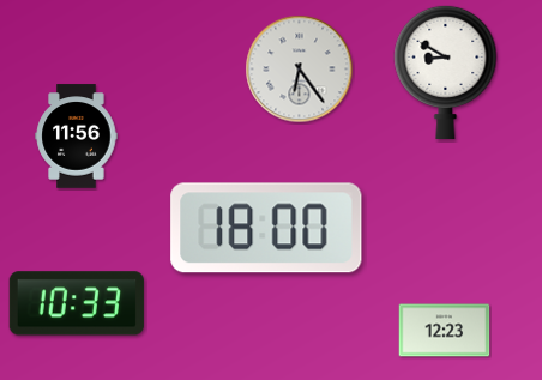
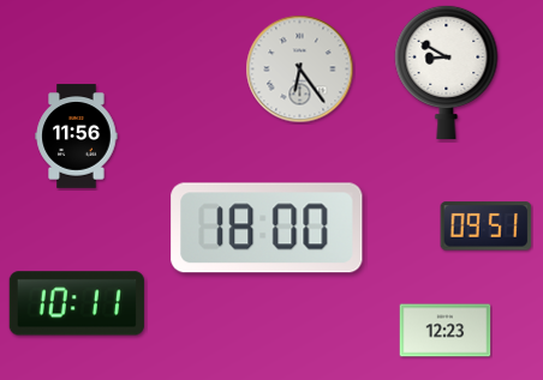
clock at (487, 227): none -> 09:51
clock at (77, 303): 10:33 -> 10:11
